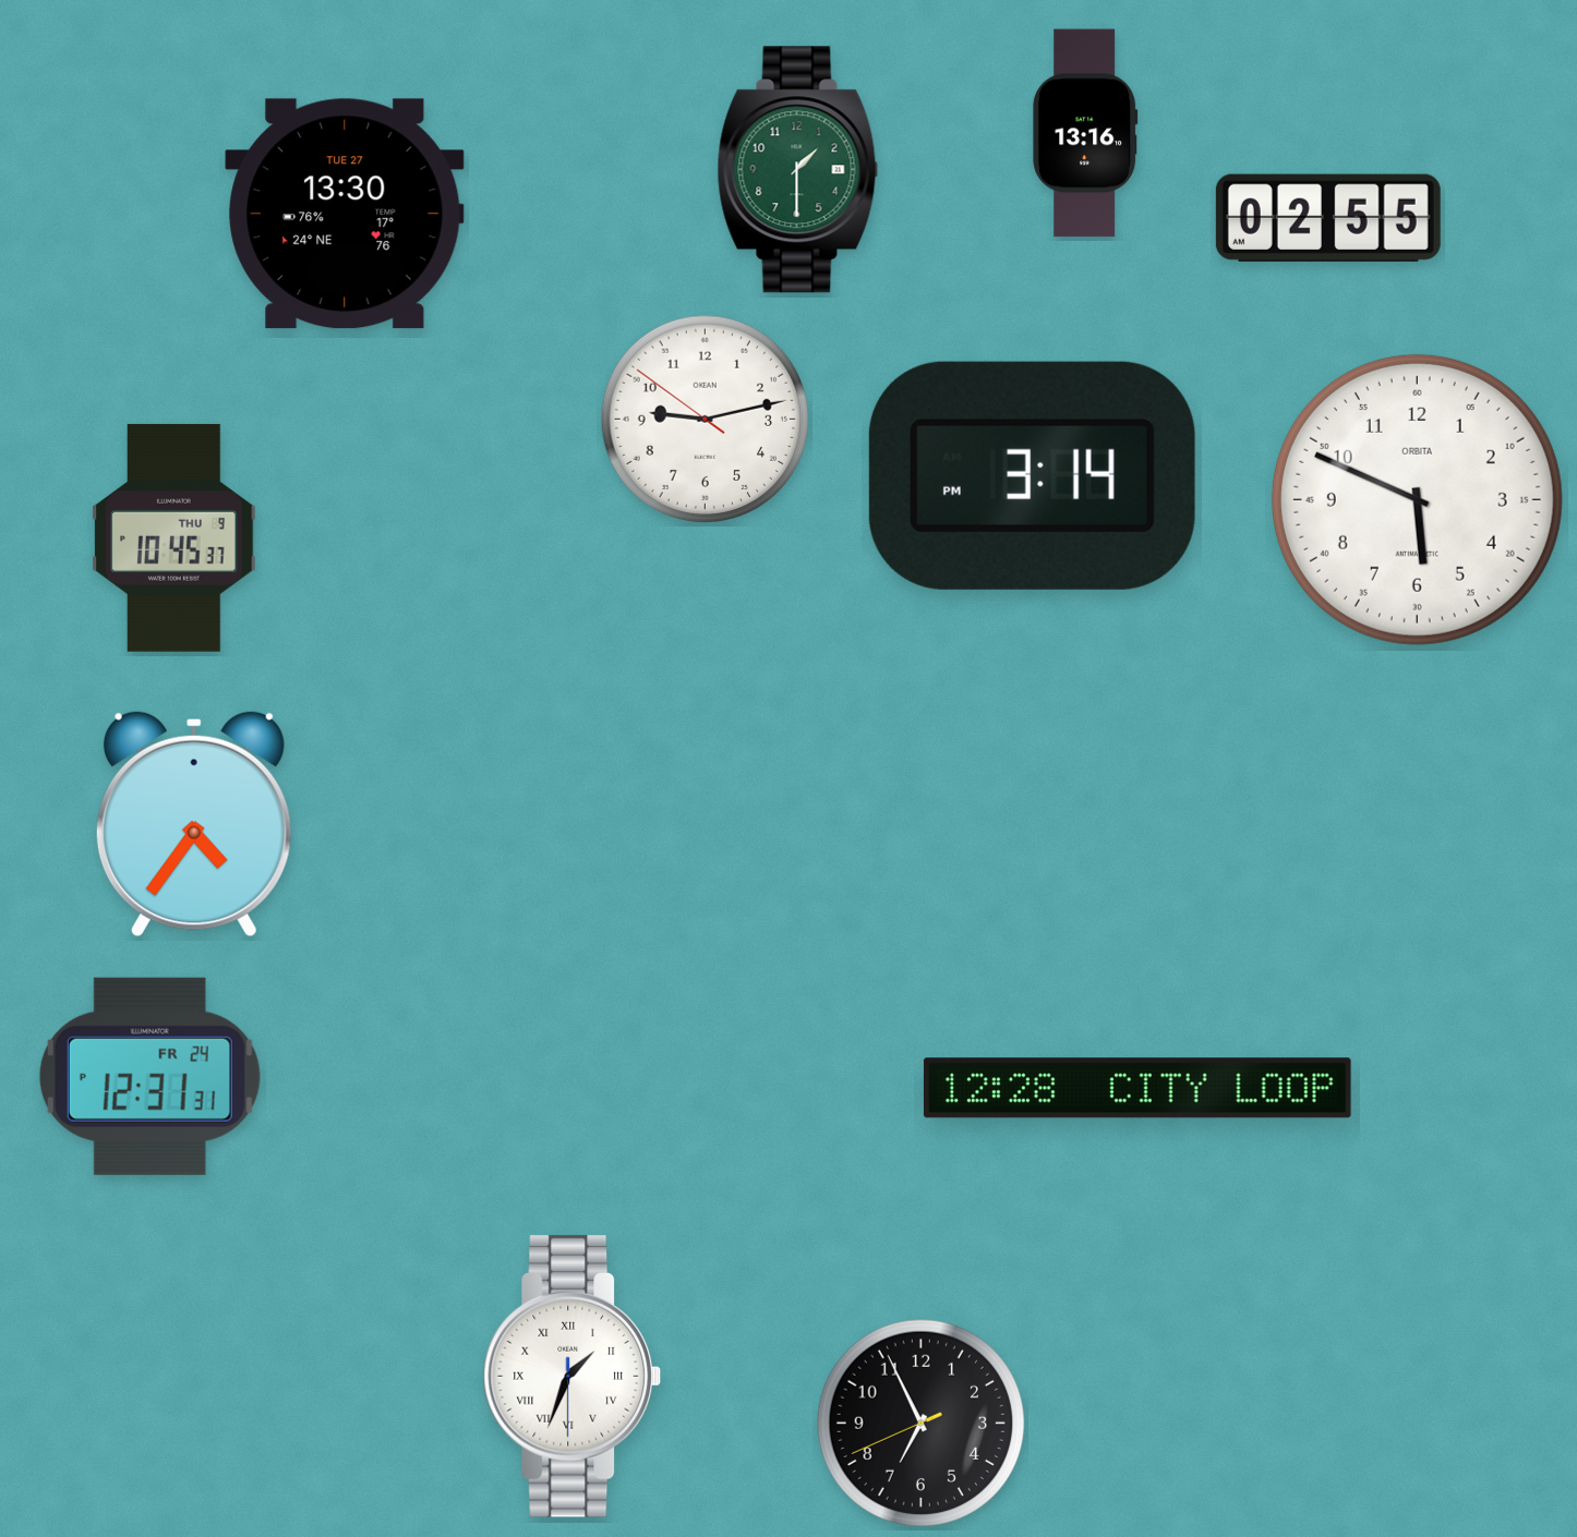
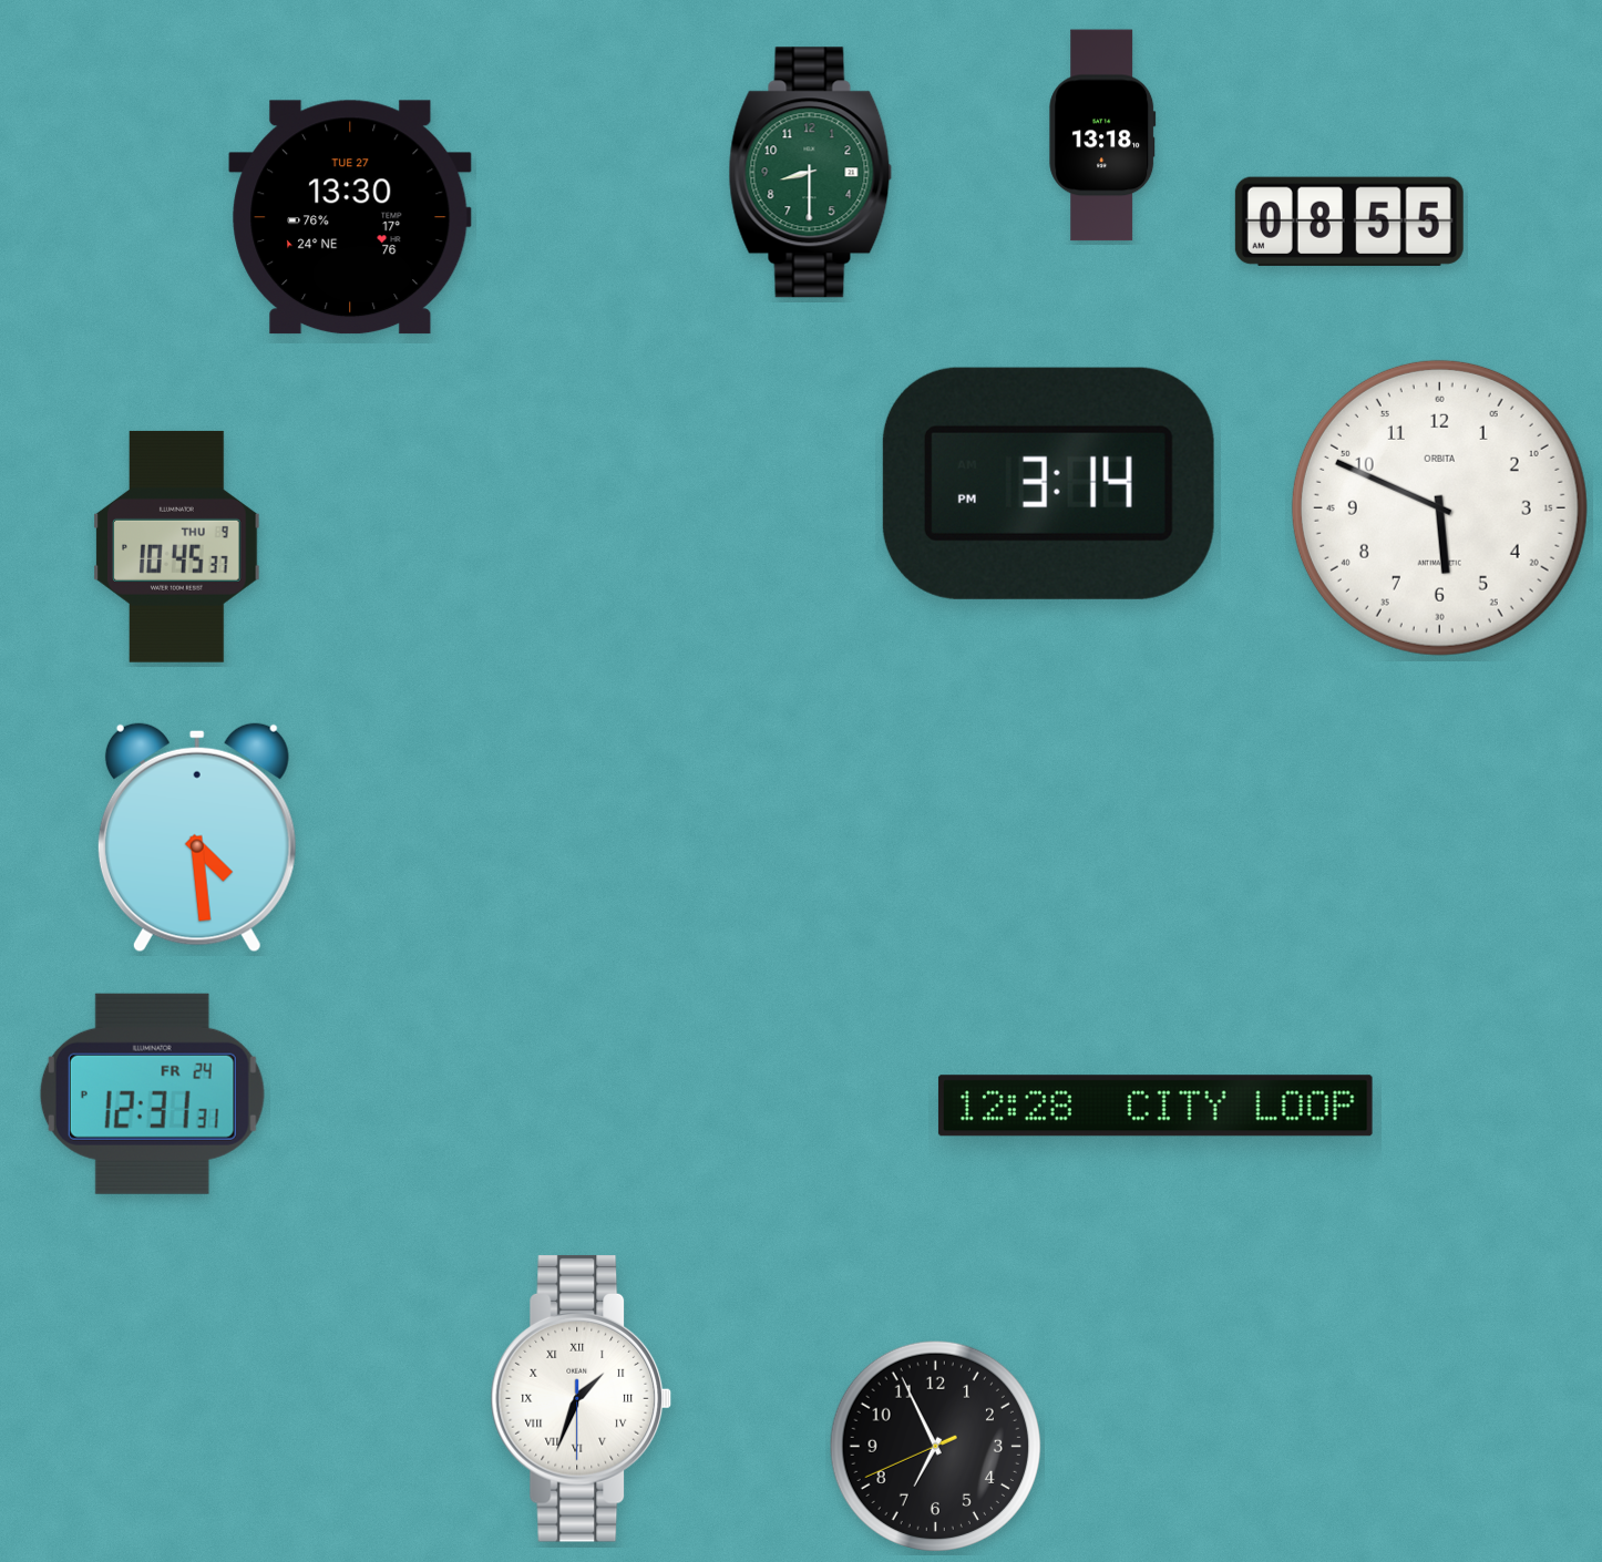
clock at (1085, 133): 13:16 -> 13:18
clock at (798, 170): 1:30 -> 8:30
clock at (1328, 218): 02:55 -> 08:55
clock at (705, 419): 9:12 -> none
clock at (194, 824): 4:36 -> 4:29
